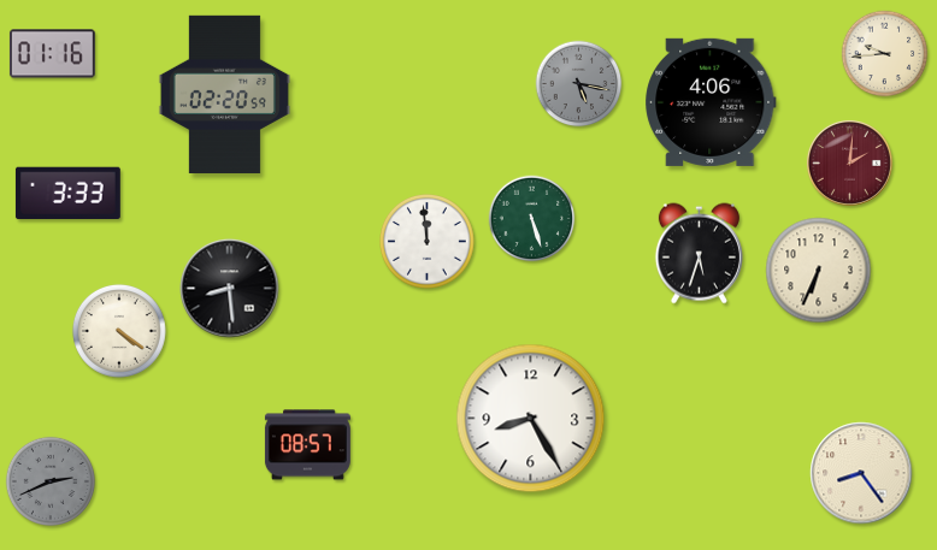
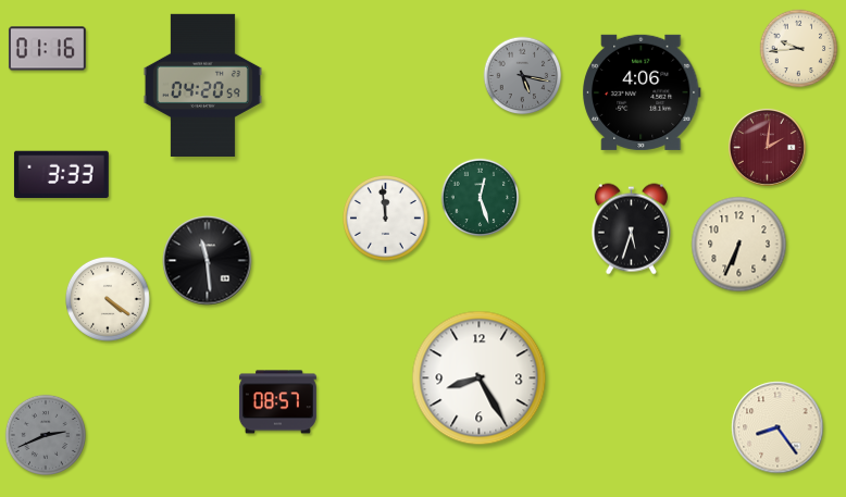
clock at (224, 94): 02:20 -> 04:20
clock at (532, 219): 5:27 -> 12:27
clock at (230, 289): 8:29 -> 11:29
